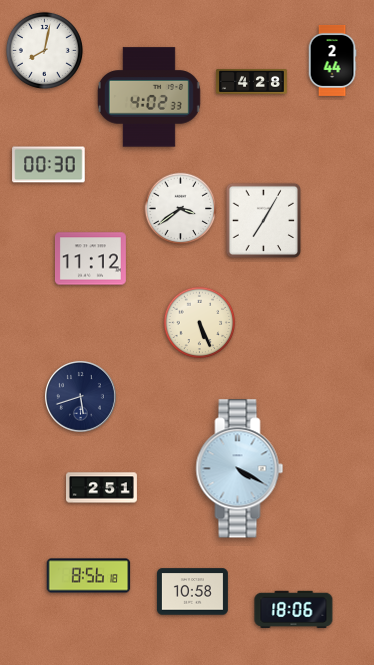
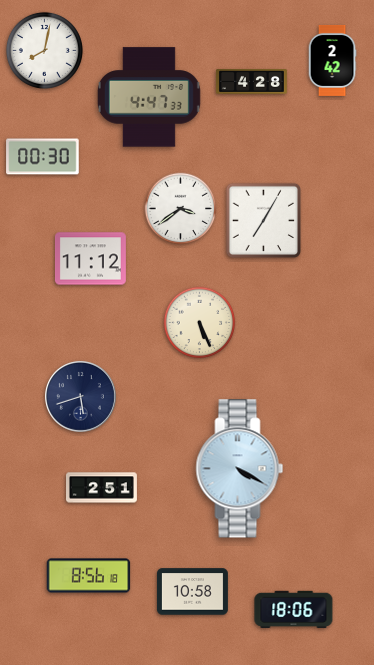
clock at (332, 60): 2:44 -> 2:42
clock at (149, 97): 4:02 -> 4:47
clock at (49, 165) position: (49, 165) -> (43, 157)
